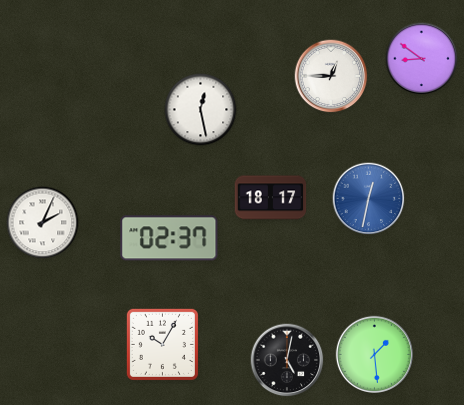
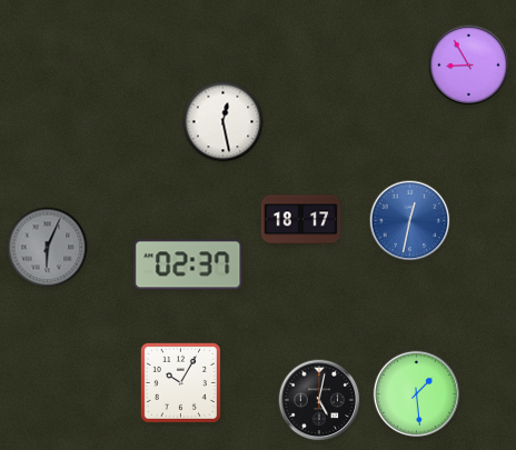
clock at (422, 59): 8:51 -> 8:55
clock at (331, 76): 12:45 -> none
clock at (43, 223): 2:04 -> 6:04
clock at (43, 223) dial: white -> grey
